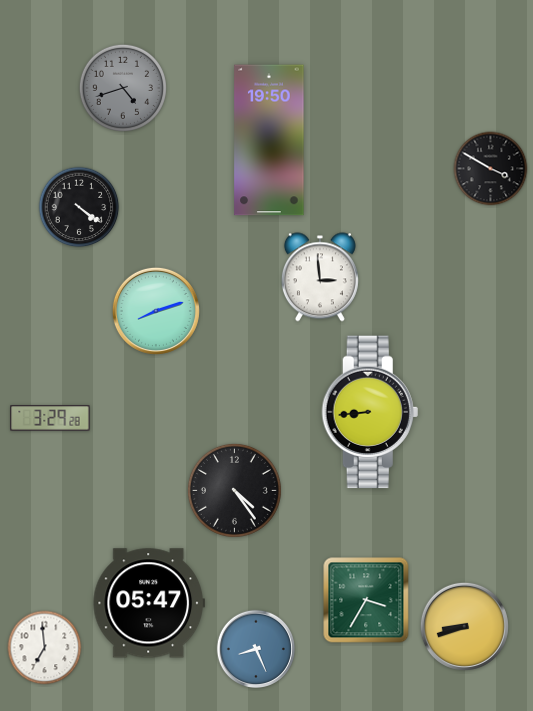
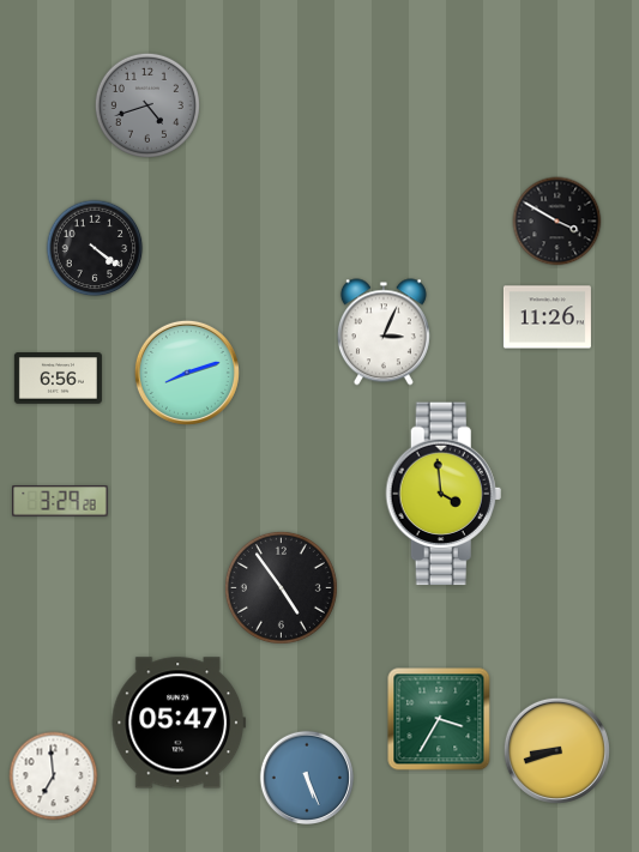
clock at (269, 140): 19:50 -> none
clock at (491, 169) position: (491, 169) -> (557, 222)
clock at (547, 318): none -> 11:26
clock at (320, 277): 2:59 -> 3:04
clock at (58, 379): none -> 6:56
clock at (370, 412): 8:44 -> 3:59
clock at (234, 490): 4:24 -> 4:54
clock at (255, 648): 8:26 -> 5:26
